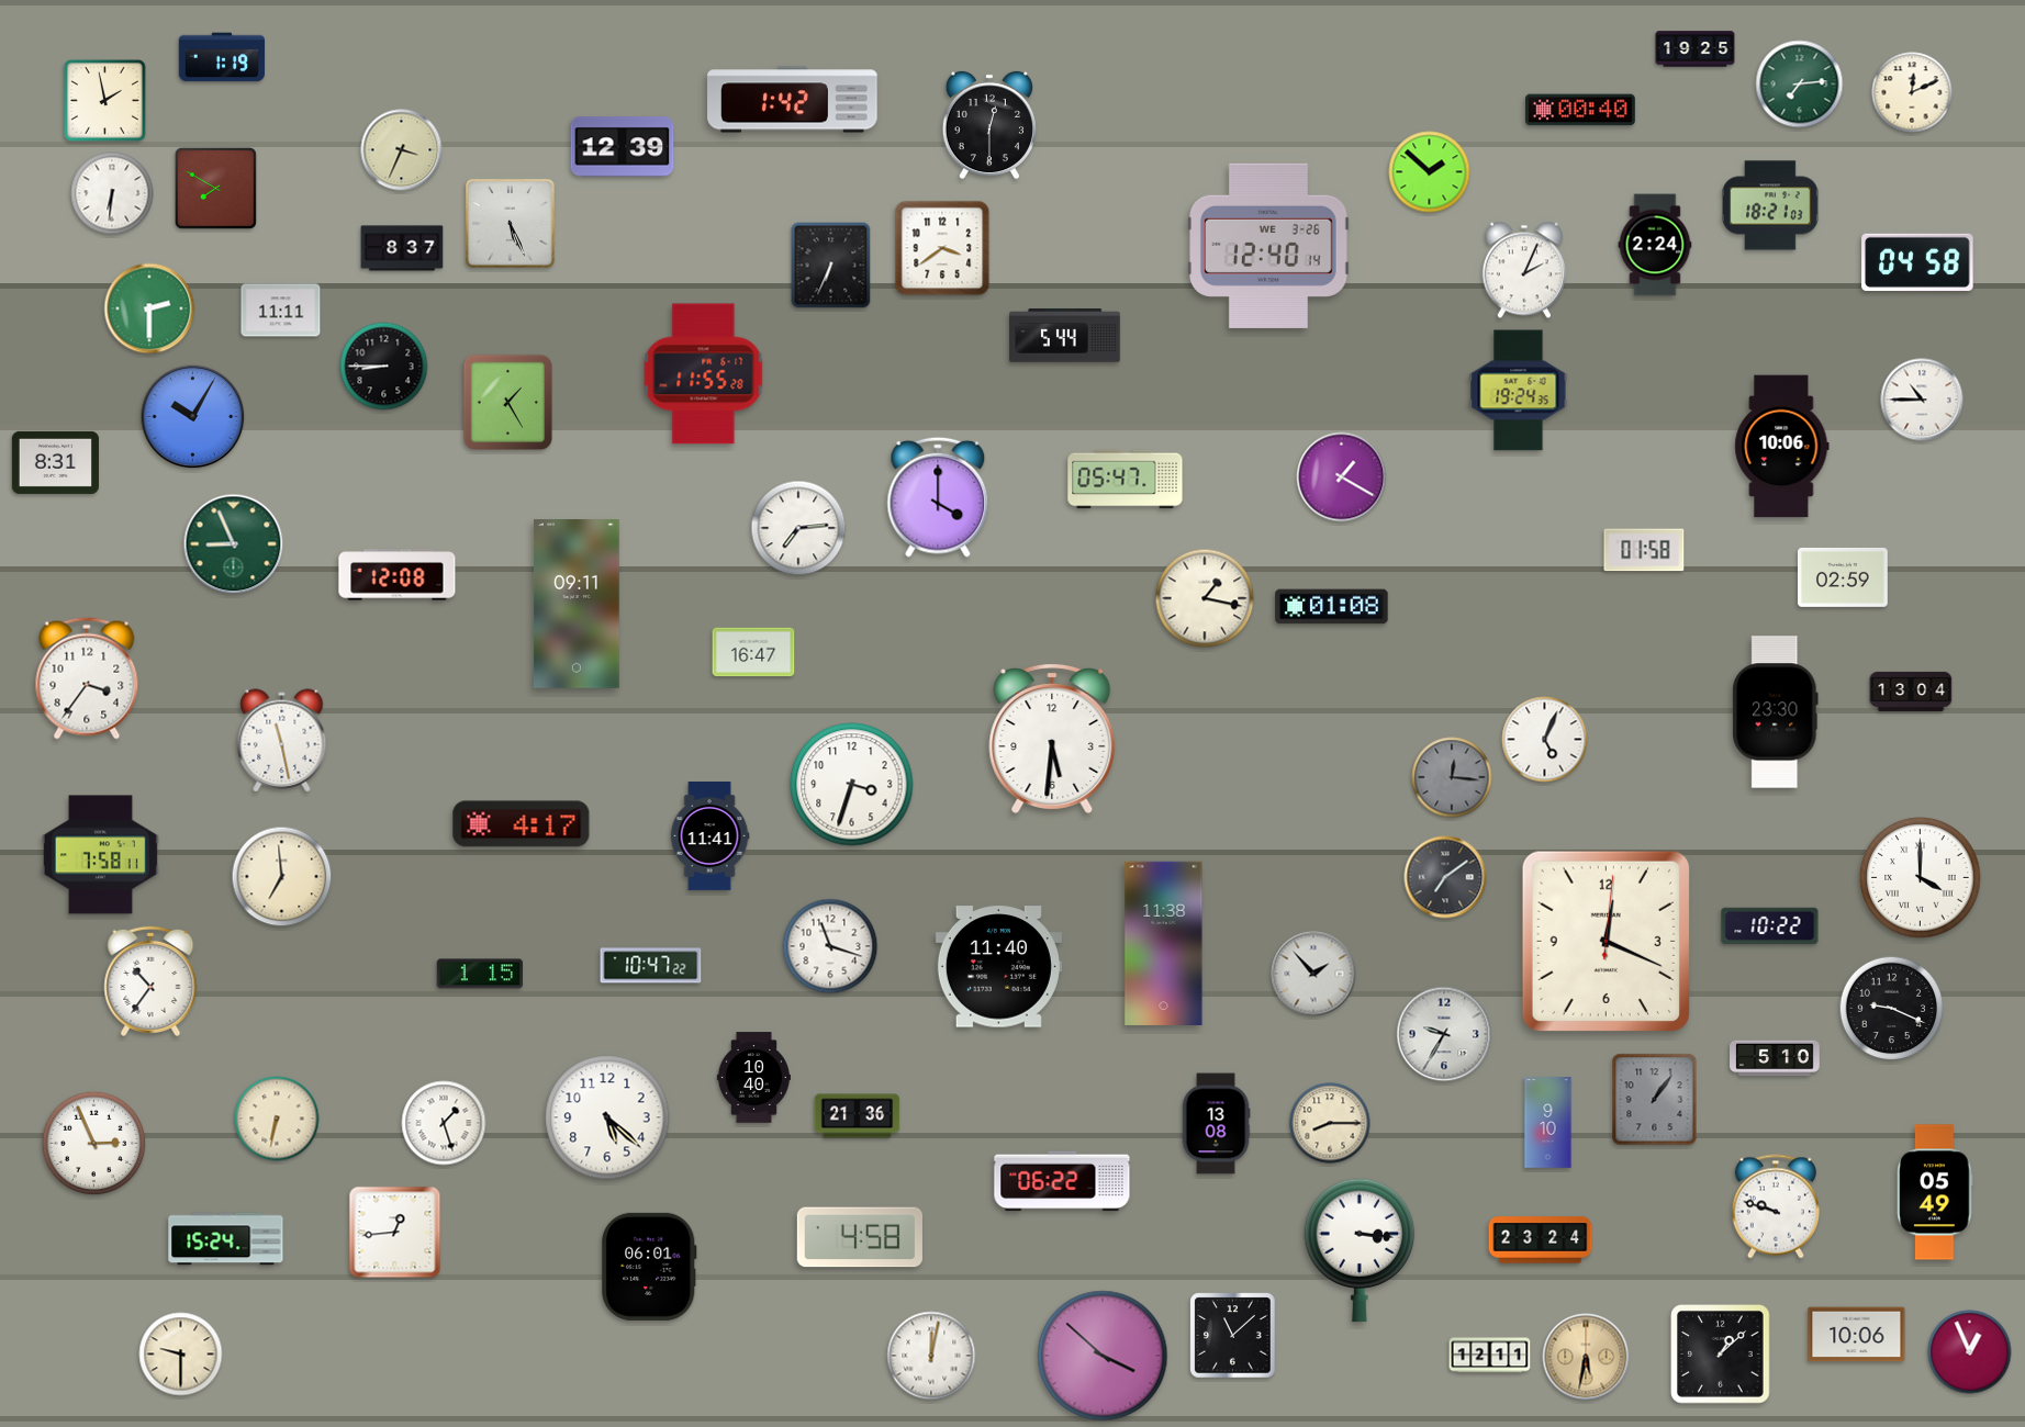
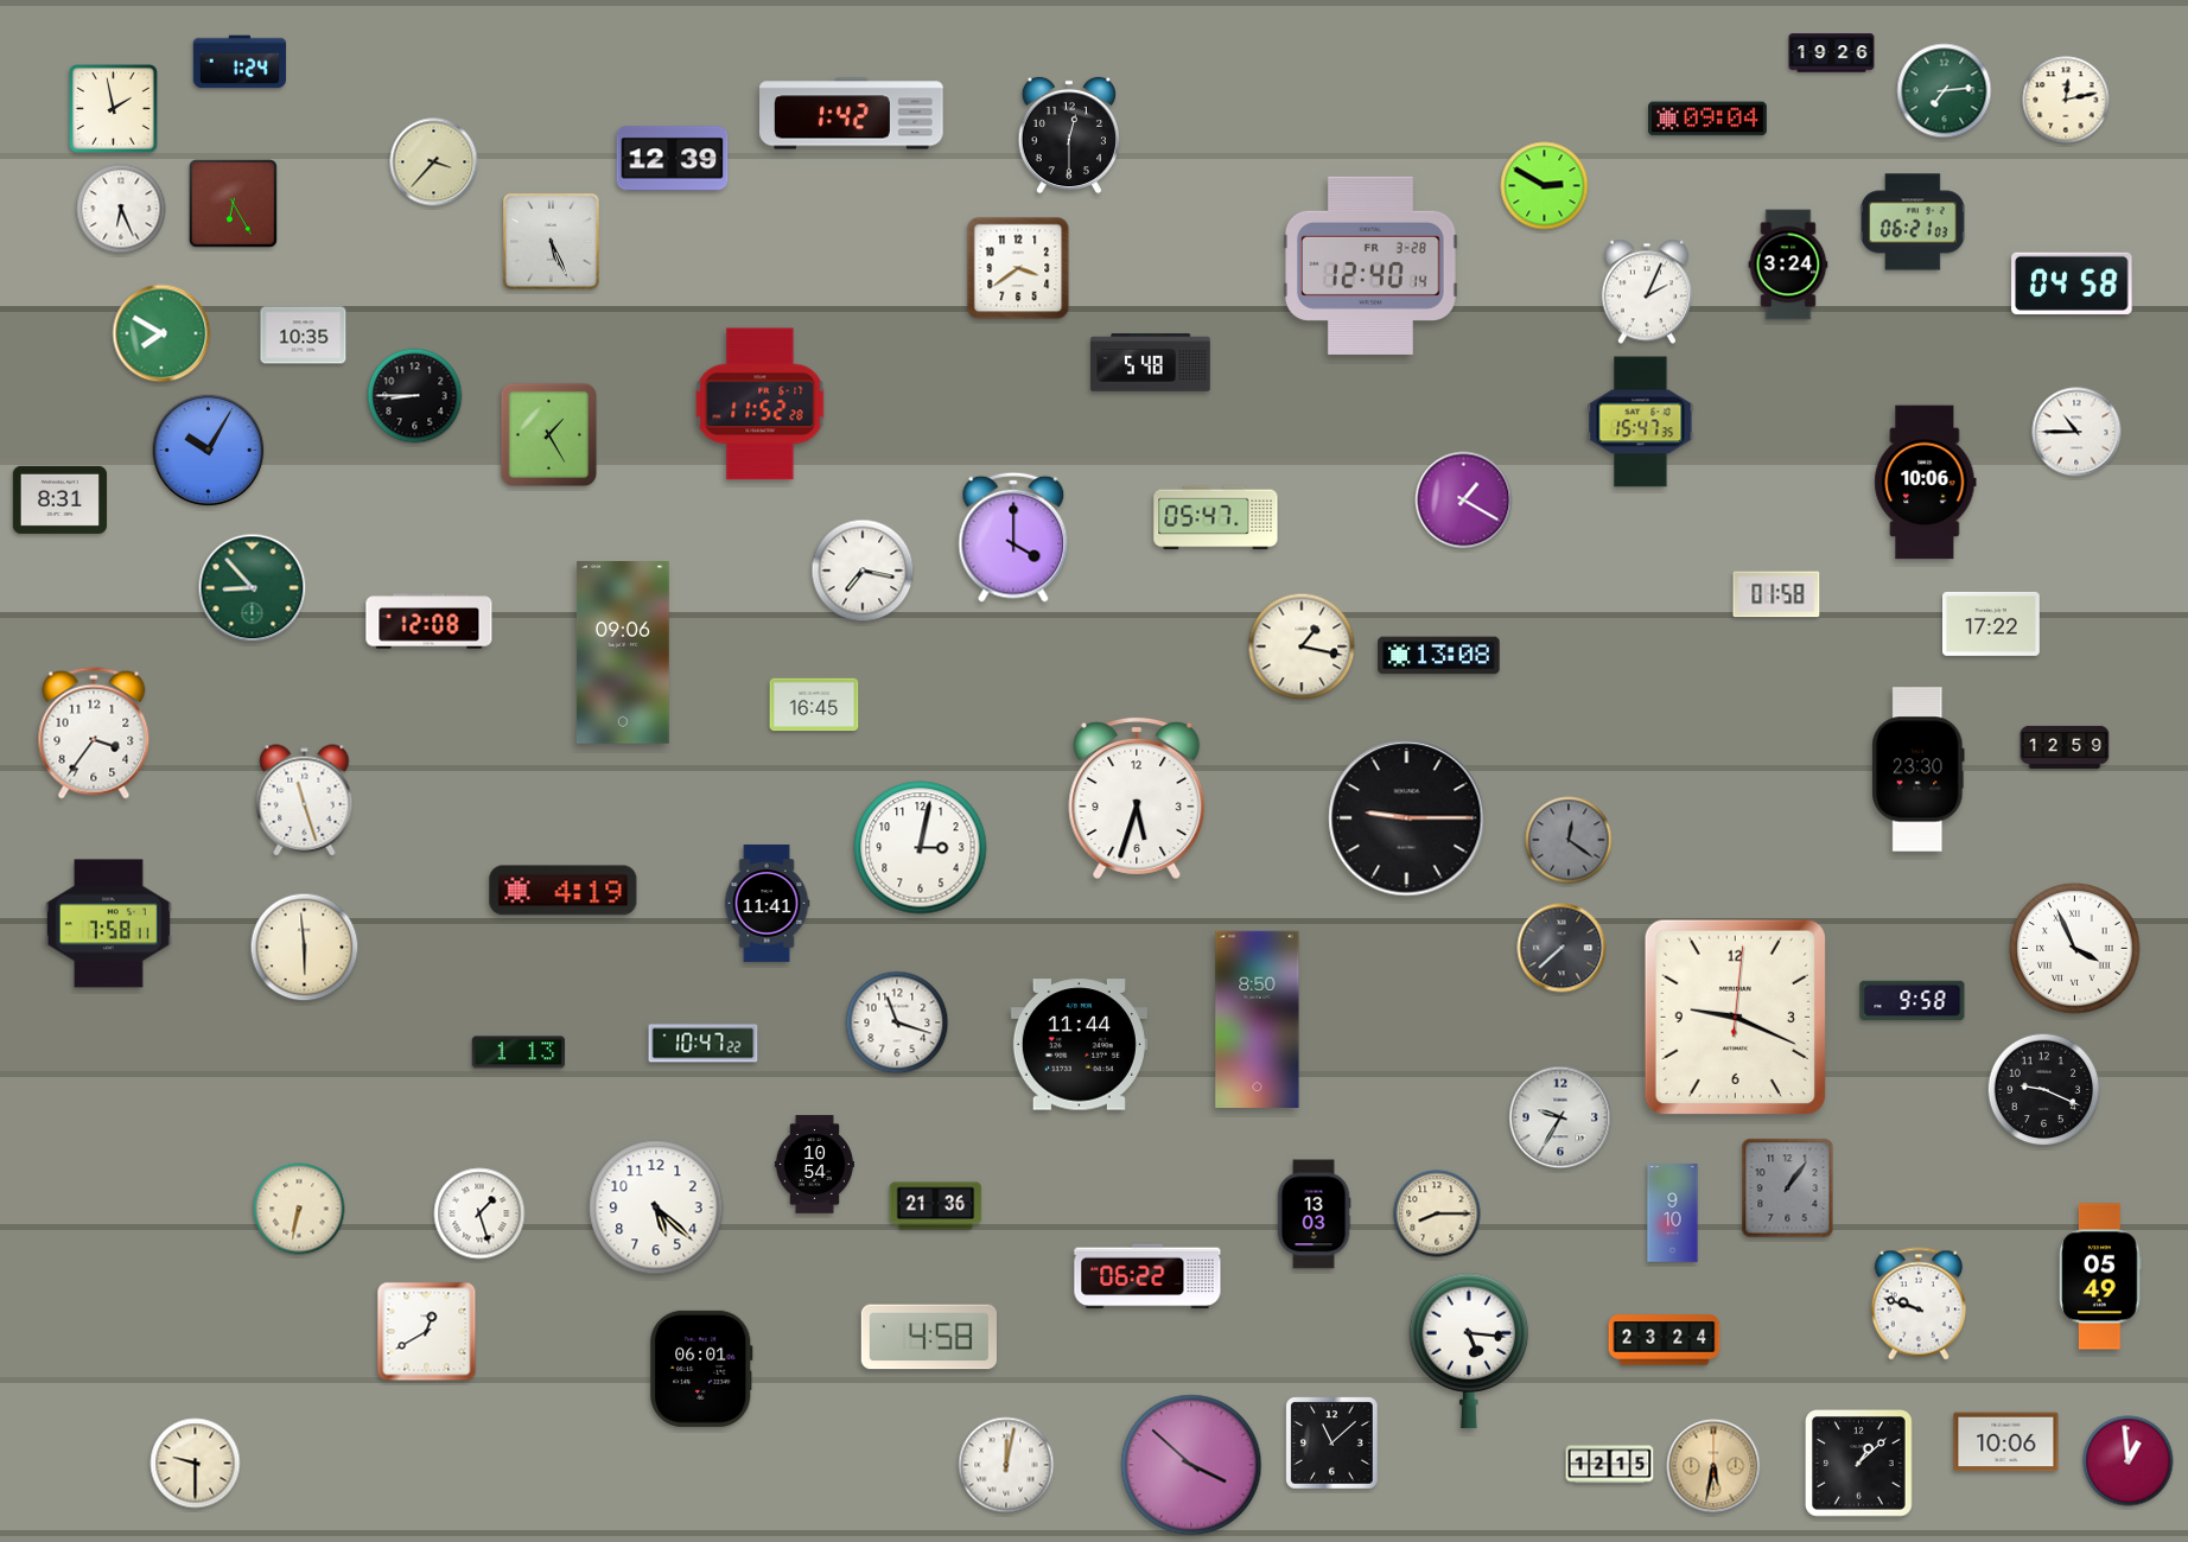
clock at (1696, 49): 19:25 -> 19:26
clock at (222, 57): 1:19 -> 1:24
clock at (1912, 92): 12:11 -> 12:13
clock at (793, 100) position: (793, 100) -> (852, 114)
clock at (1581, 110): 00:40 -> 09:04
clock at (402, 150): 3:34 -> 3:37
clock at (1430, 172): 1:52 -> 2:50
clock at (215, 188): 7:50 -> 6:25
clock at (112, 193): 6:31 -> 6:26
clock at (1771, 205): 18:21 -> 06:21
clock at (1655, 245): 2:24 -> 3:24
clock at (1269, 246) date: WE 3-26 -> FR 3-28
clock at (402, 248): 8:37 -> none
clock at (831, 266): 6:34 -> none
clock at (149, 308): 2:30 -> 7:50
clock at (281, 311): 11:11 -> 10:35
clock at (1065, 336): 5:44 -> 5:48
clock at (704, 374): 11:55 -> 11:52
clock at (1519, 391): 19:24 -> 15:47
clock at (1342, 477) position: (1342, 477) -> (1464, 501)
clock at (798, 528): 7:14 -> 7:17
clock at (234, 544): 8:56 -> 8:53
clock at (1844, 577): 02:59 -> 17:22
clock at (577, 605): 09:11 -> 09:06
clock at (1332, 607): 01:08 -> 13:08
clock at (753, 652): 16:47 -> 16:45
clock at (1911, 692): 13:04 -> 12:59
clock at (1052, 738): 5:31 -> 5:33
clock at (1545, 740): 5:04 -> none
clock at (282, 741): 11:28 -> 11:27
clock at (1407, 818): none -> 9:15
clock at (1452, 777): 12:16 -> 12:21
clock at (852, 785): 3:33 -> 3:02
clock at (522, 824): 4:17 -> 4:19
clock at (282, 877): 6:59 -> 5:59
clock at (1445, 877): 7:09 -> 7:38
clock at (1921, 878): 4:00 -> 3:56
clock at (1770, 926): 10:22 -> 9:58
clock at (1606, 941): 12:19 -> 9:19
clock at (1164, 944): 11:38 -> 8:50
clock at (998, 967): 11:40 -> 11:44
clock at (479, 974): 1:15 -> 1:13
clock at (1313, 974): 1:53 -> none
clock at (150, 981): 10:36 -> none
clock at (1776, 1058): 5:10 -> none
clock at (753, 1078): 10:40 -> 10:54
clock at (858, 1116) position: (858, 1116) -> (936, 1206)
clock at (1216, 1124): 13:08 -> 13:03
clock at (94, 1144): 2:56 -> none
clock at (1935, 1192) position: (1935, 1192) -> (2100, 1276)
clock at (395, 1233): 12:44 -> 12:40
clock at (226, 1239): 15:24 -> none
clock at (1360, 1250): 3:16 -> 5:16
clock at (1970, 1352): 12:56 -> 12:59
clock at (1490, 1356): 12:11 -> 12:15
